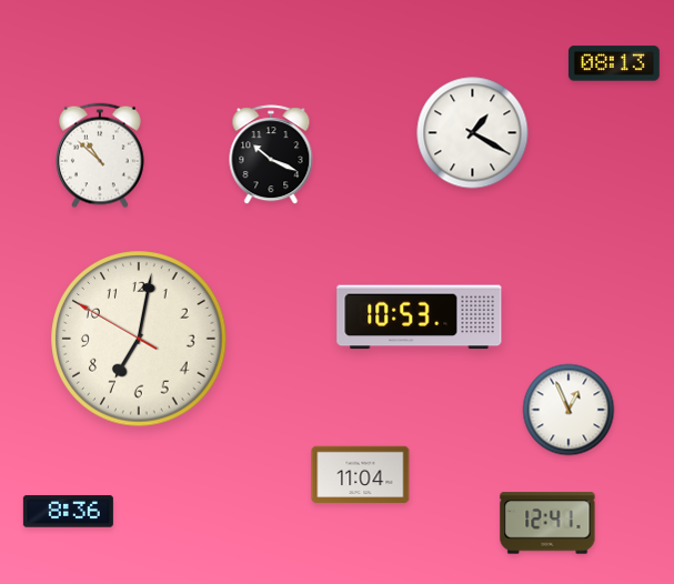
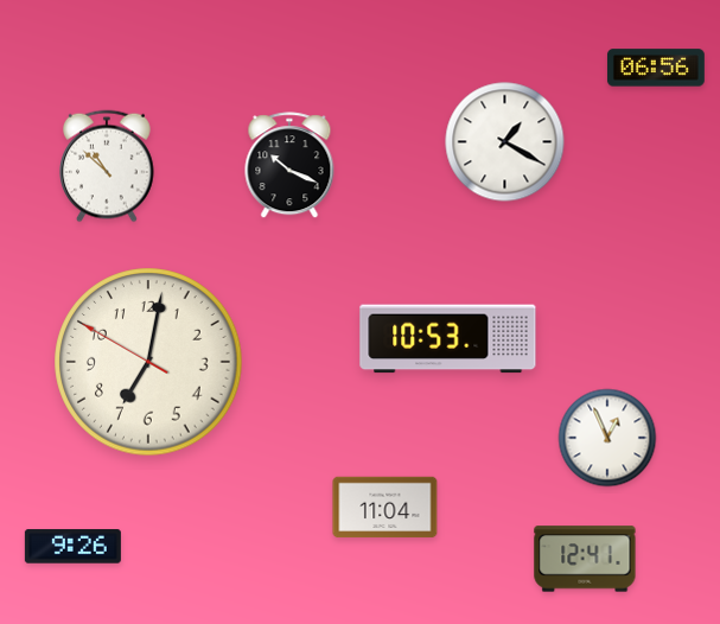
clock at (614, 63): 08:13 -> 06:56
clock at (68, 512): 8:36 -> 9:26
